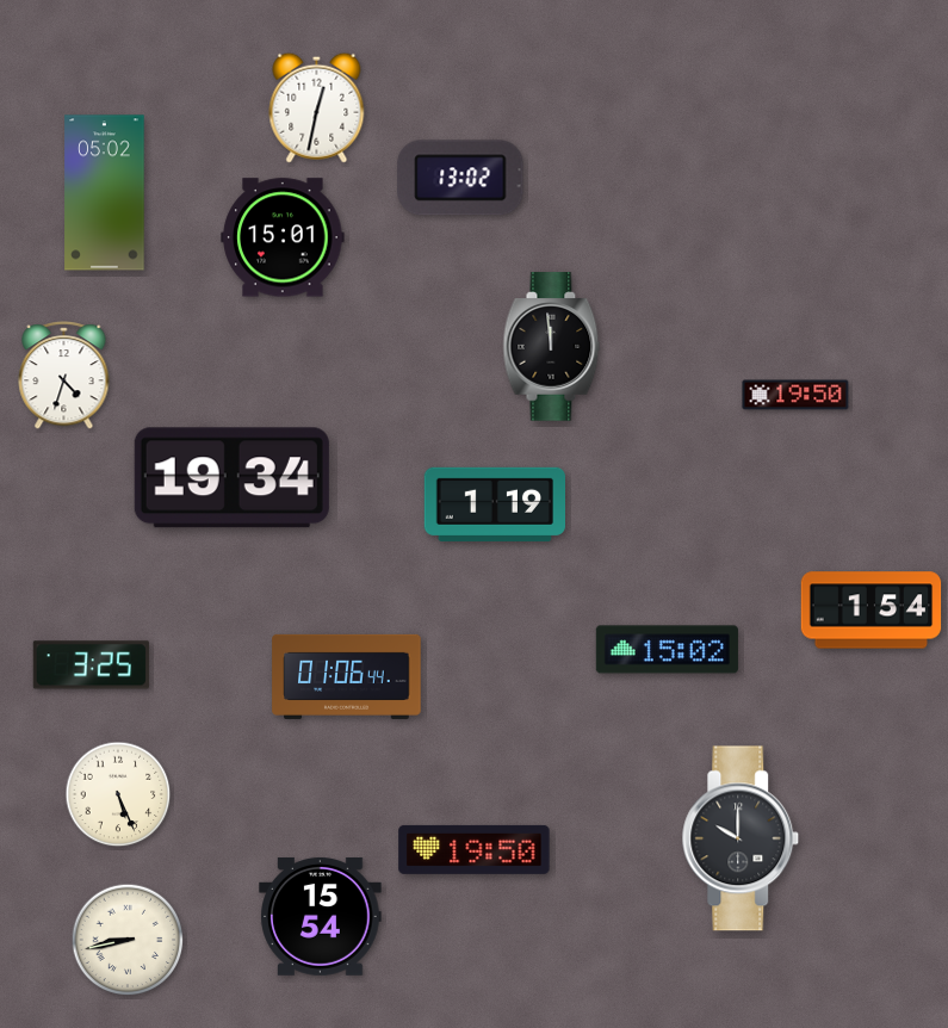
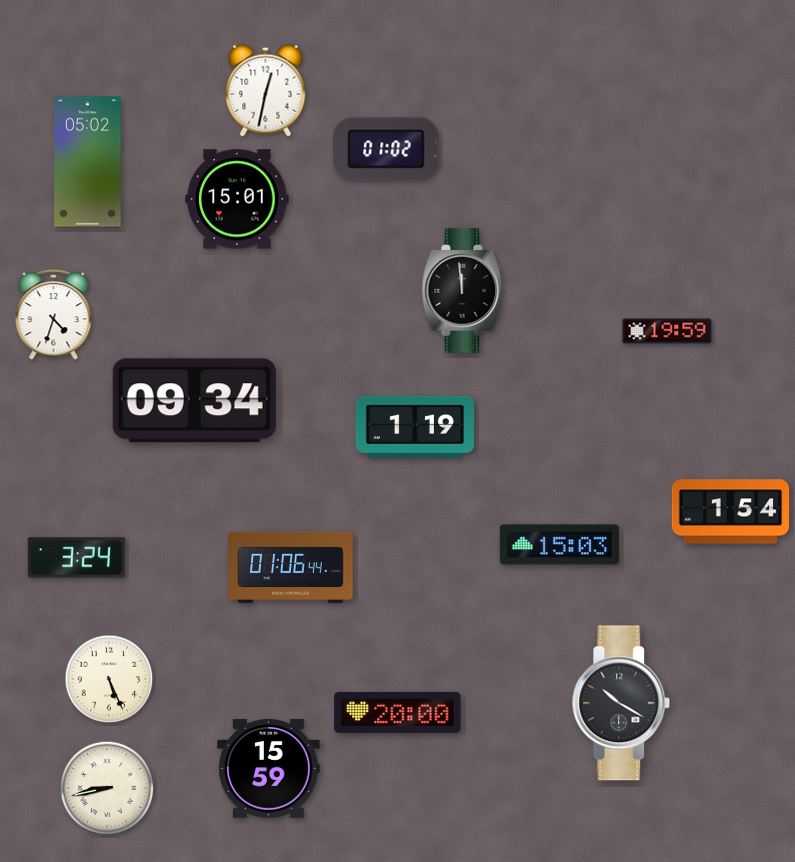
clock at (460, 178): 13:02 -> 01:02
clock at (795, 395): 19:50 -> 19:59
clock at (231, 478): 19:34 -> 09:34
clock at (494, 504) position: (494, 504) -> (414, 427)
clock at (667, 650): 15:02 -> 15:03
clock at (91, 665): 3:25 -> 3:24
clock at (118, 794) position: (118, 794) -> (109, 679)
clock at (741, 838): 10:00 -> 10:20
clock at (475, 849): 19:50 -> 20:00
clock at (321, 916): 15:54 -> 15:59
